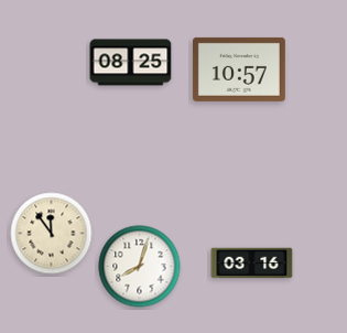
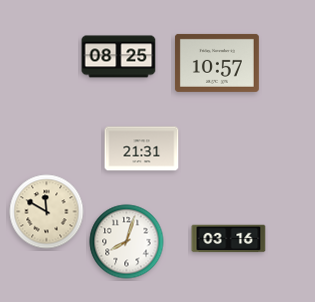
clock at (142, 149): none -> 21:31
clock at (52, 234): 11:54 -> 11:50
